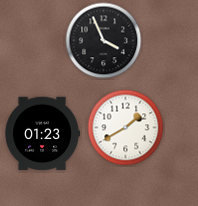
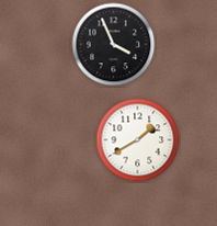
clock at (42, 134): 01:23 -> none
